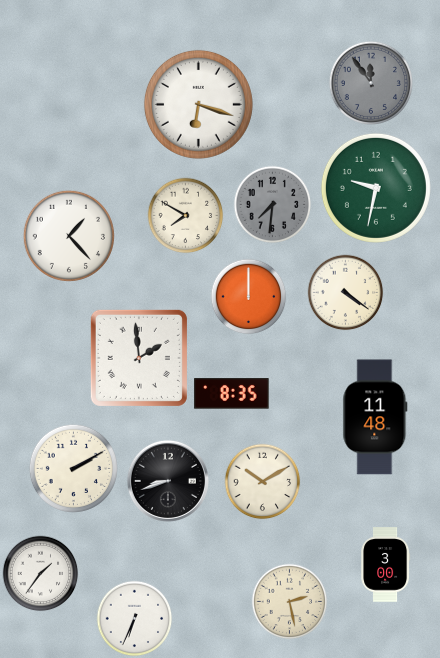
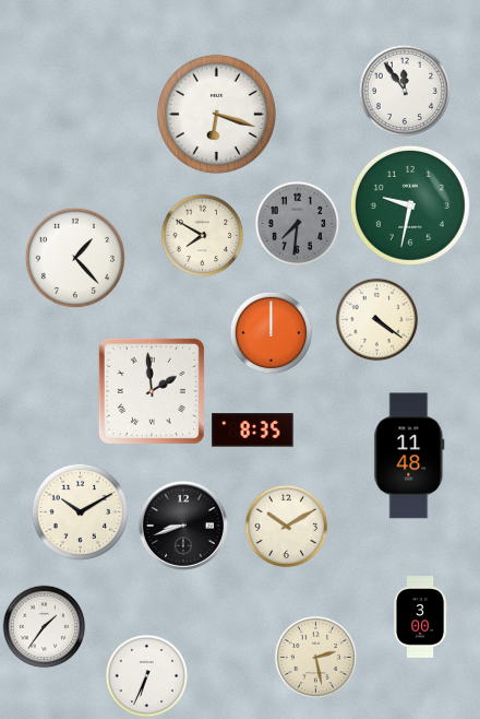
clock at (370, 82) dial: grey -> white
clock at (249, 297) position: (249, 297) -> (272, 333)
clock at (73, 468): 2:10 -> 10:10
